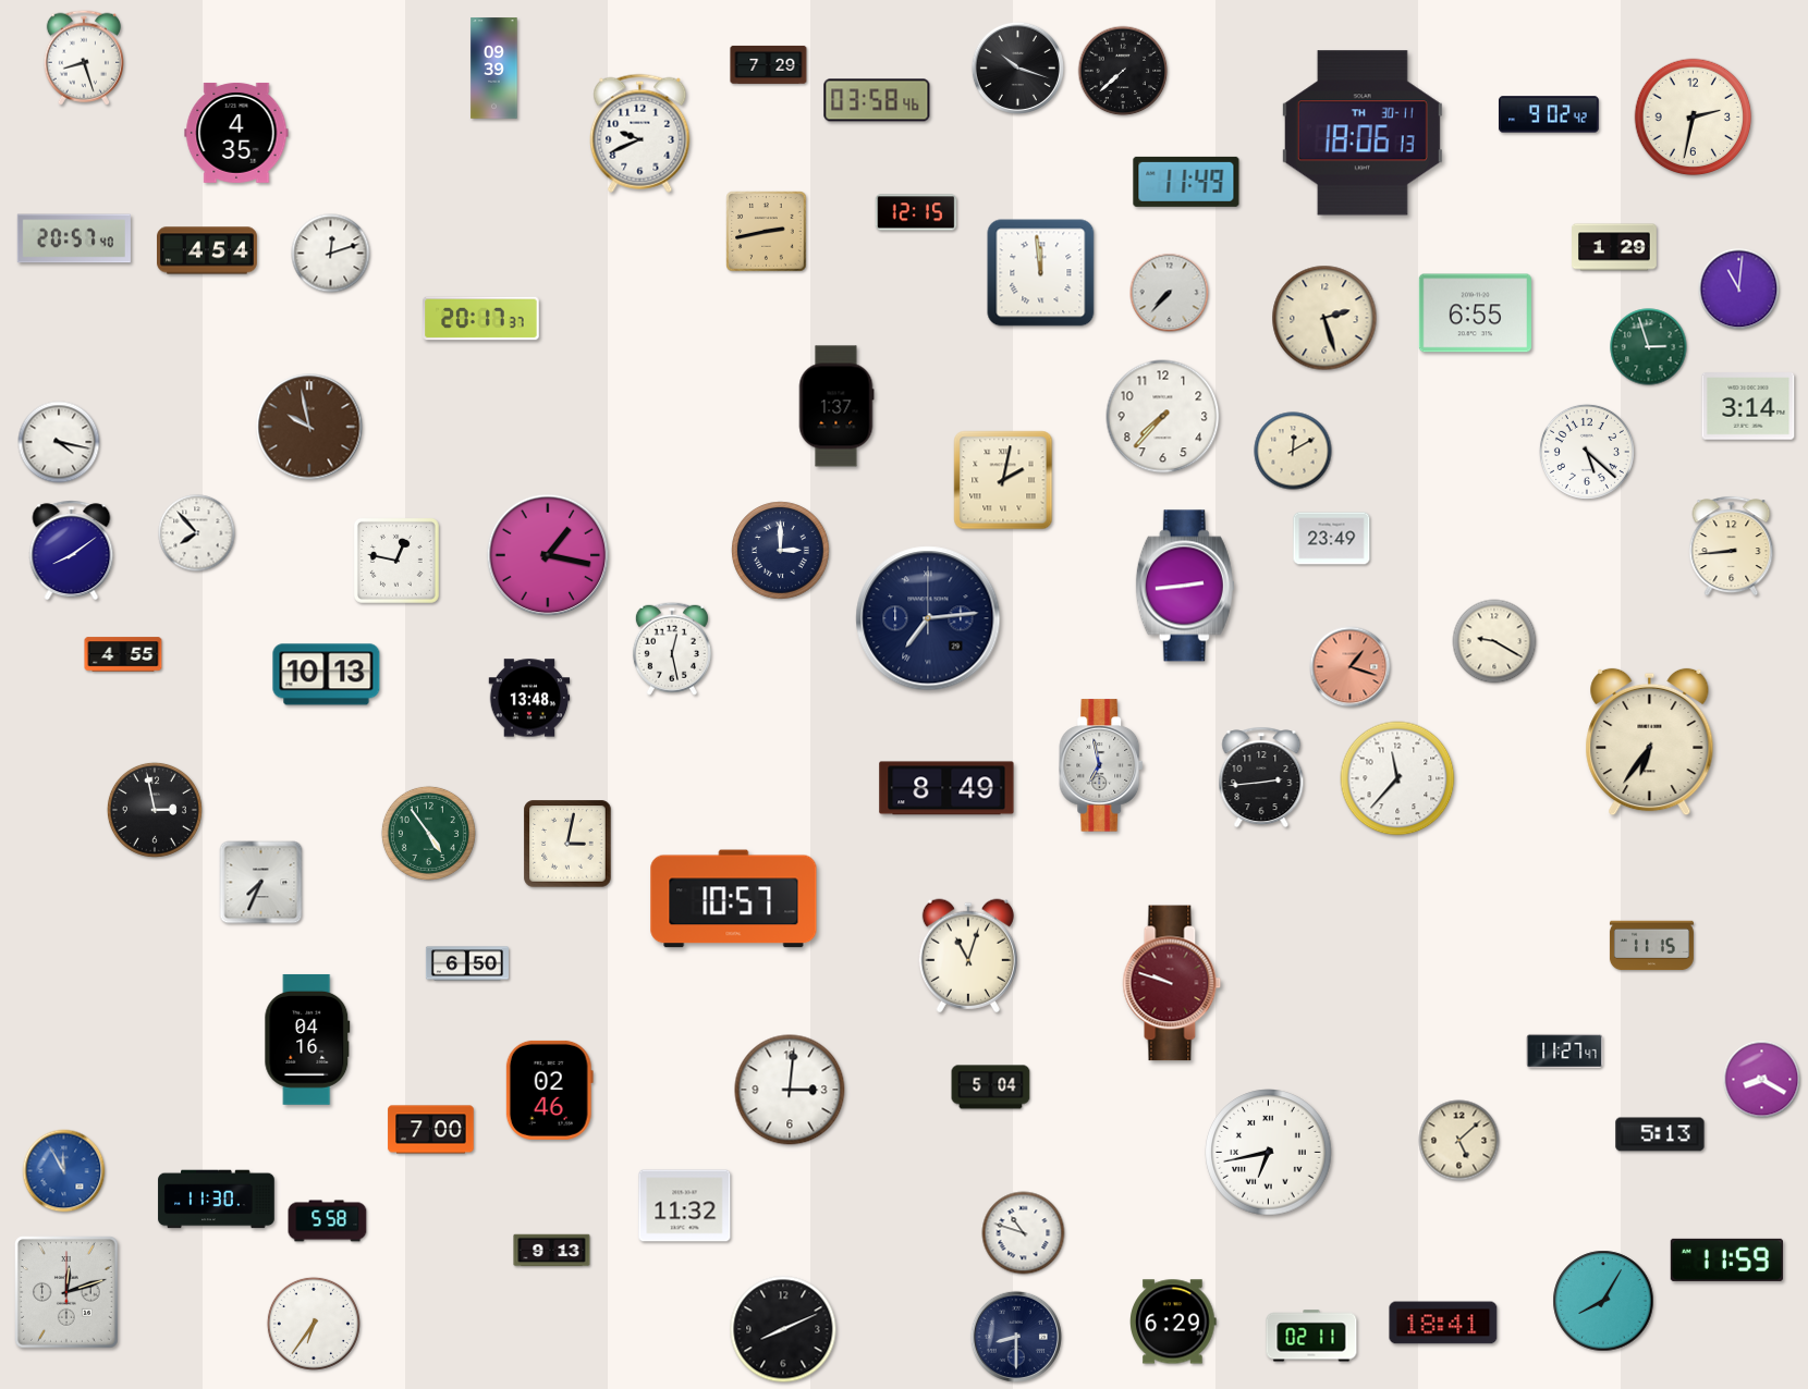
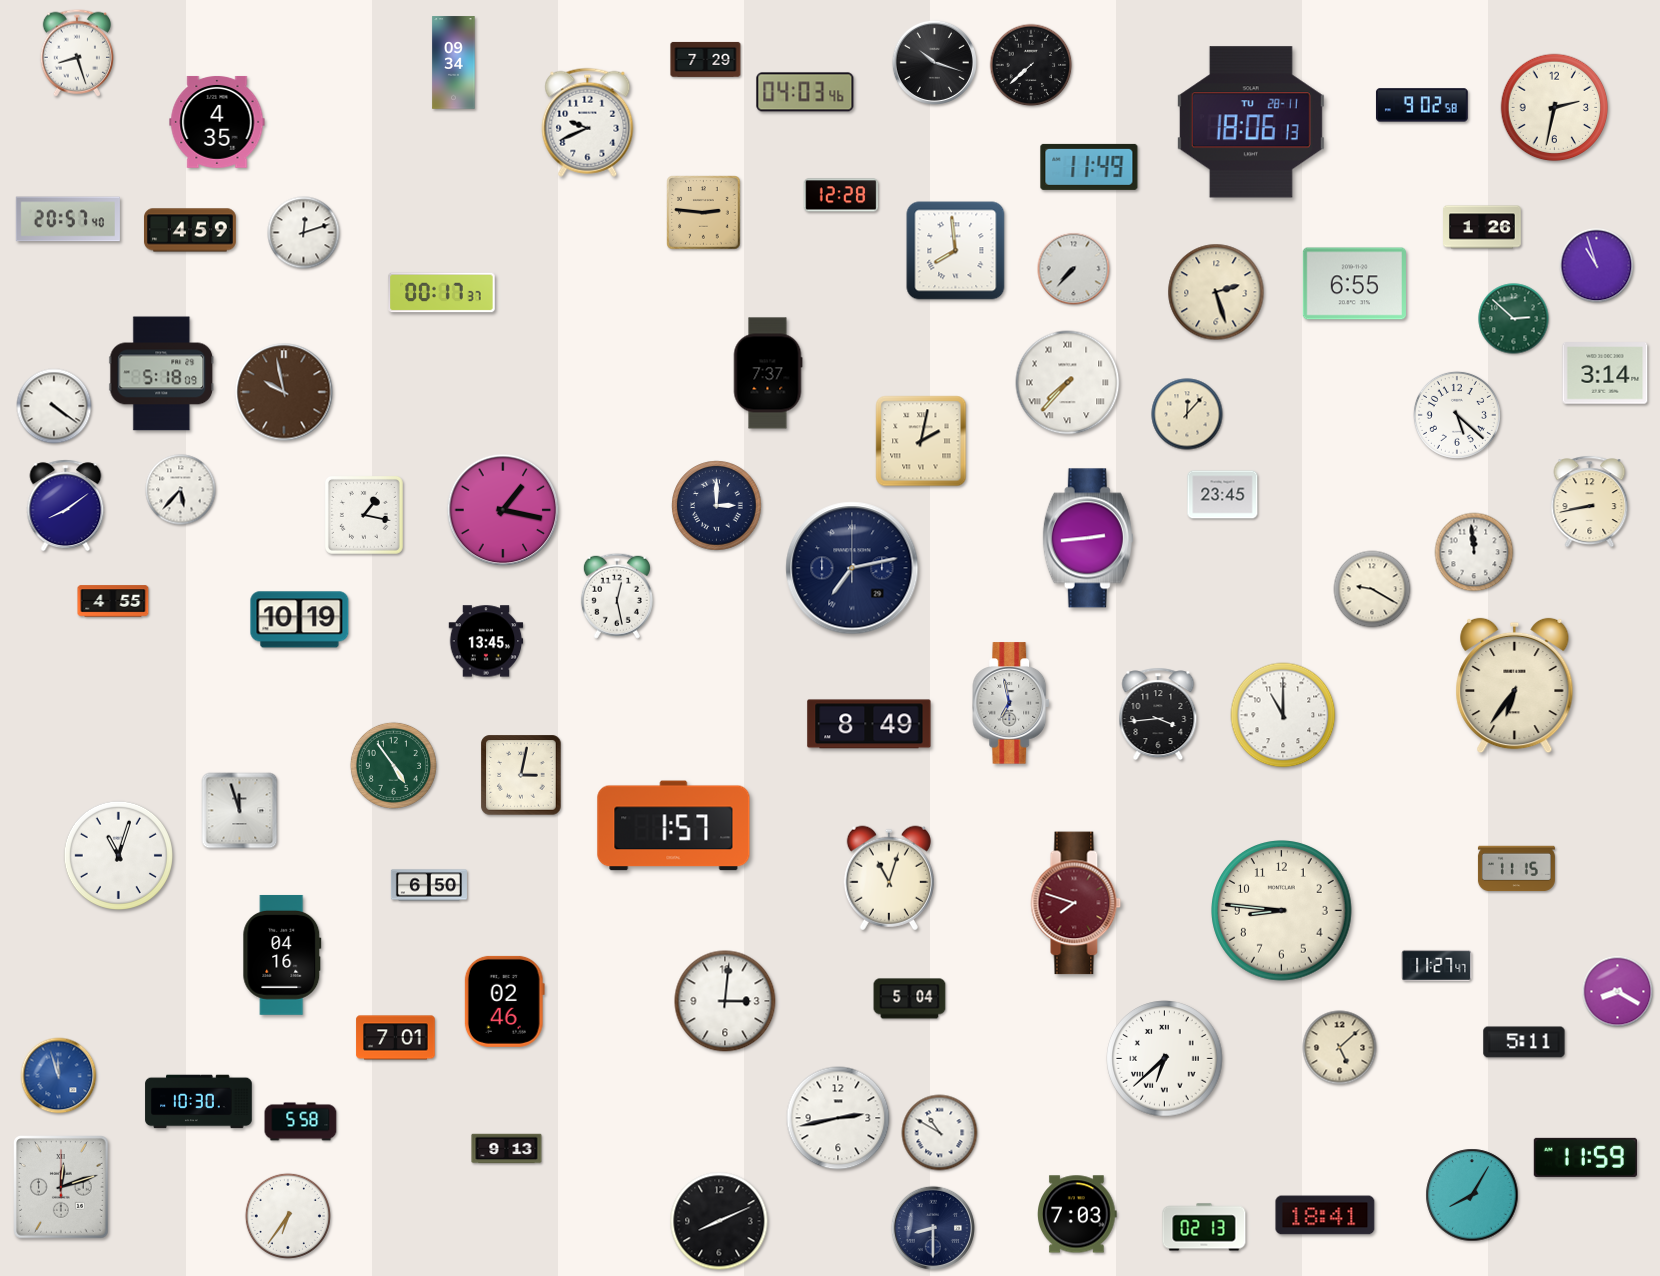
clock at (494, 69): 09:39 -> 09:34
clock at (877, 100): 03:58 -> 04:03
clock at (1549, 114): 9:02:42 -> 9:02:58
clock at (1363, 133) date: TH 30-11 -> TU 28-11
clock at (916, 212): 12:15 -> 12:28
clock at (767, 232): 2:43 -> 2:46
clock at (1615, 247): 1:29 -> 1:26
clock at (208, 250): 4:54 -> 4:59
clock at (1041, 273): 11:59 -> 7:59
clock at (1739, 290): 11:01 -> 10:57
clock at (1475, 314) position: (1475, 314) -> (1354, 284)
clock at (481, 319): 20:17 -> 00:17
clock at (1649, 347): 2:57 -> 2:52
clock at (836, 406): 1:37 -> 7:37
clock at (162, 374): none -> 5:18
clock at (1163, 417) numerals: Arabic -> Roman
clock at (59, 442): 4:17 -> 4:21
clock at (1293, 451): 12:10 -> 12:07
clock at (197, 533): 7:53 -> 5:37
clock at (1332, 539): 23:49 -> 23:45
clock at (1732, 546): 8:44 -> 8:43
clock at (396, 561): 12:47 -> 1:17
clock at (1474, 552): none -> 11:59
clock at (928, 618): 7:14 -> 7:13
clock at (1351, 667): 1:18 -> none
clock at (327, 675): 10:13 -> 10:19
clock at (529, 698): 13:48 -> 13:45
clock at (1650, 742) position: (1650, 742) -> (1515, 686)
clock at (1261, 777): 2:44 -> 3:44
clock at (1397, 778): 11:37 -> 11:00
clock at (155, 810): 2:58 -> none
clock at (261, 883): 7:34 -> 11:57
clock at (734, 899): 10:57 -> 1:57
clock at (118, 855): none -> 11:03
clock at (1172, 983): 9:48 -> 7:48
clock at (1282, 911): none -> 8:46
clock at (431, 1130): 7:00 -> 7:01
clock at (1660, 1134): 5:13 -> 5:11
clock at (1269, 1153): 6:43 -> 6:38
clock at (64, 1171): 11:55 -> 11:57
clock at (217, 1200): 11:30 -> 10:30
clock at (685, 1206): 11:32 -> none
clock at (838, 1118): none -> 2:43
clock at (1024, 1233): 10:48 -> 10:50
clock at (1174, 1322): 6:29 -> 7:03
clock at (1311, 1336): 02:11 -> 02:13
